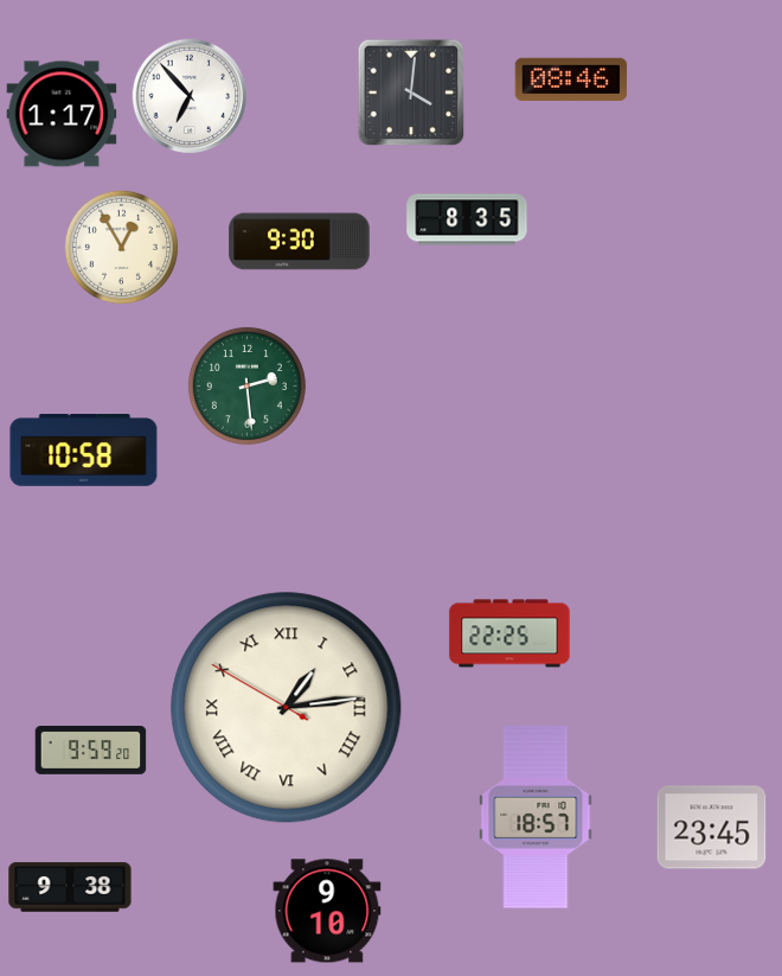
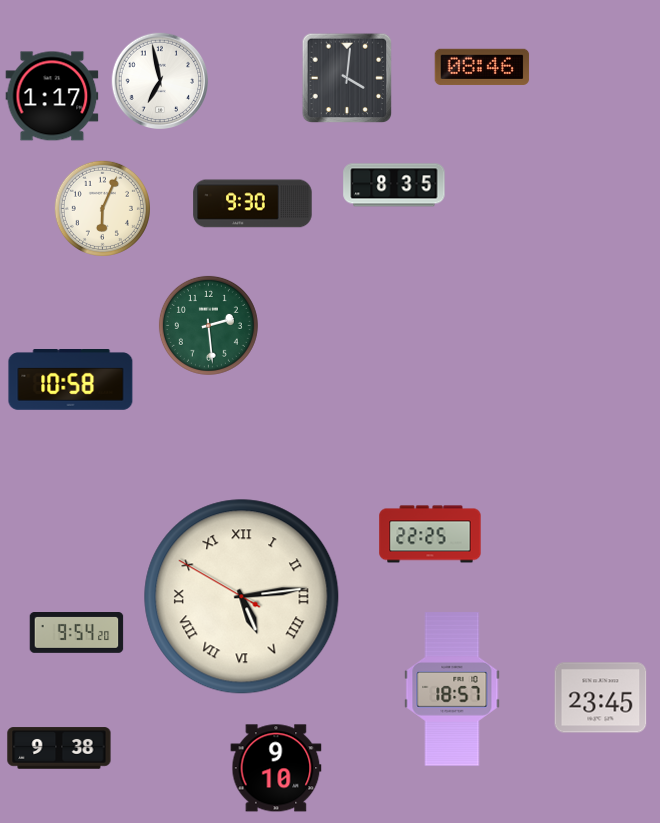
clock at (188, 96): 6:53 -> 6:58
clock at (121, 247): 12:55 -> 6:04
clock at (287, 708): 1:13 -> 5:13
clock at (91, 751): 9:59 -> 9:54
